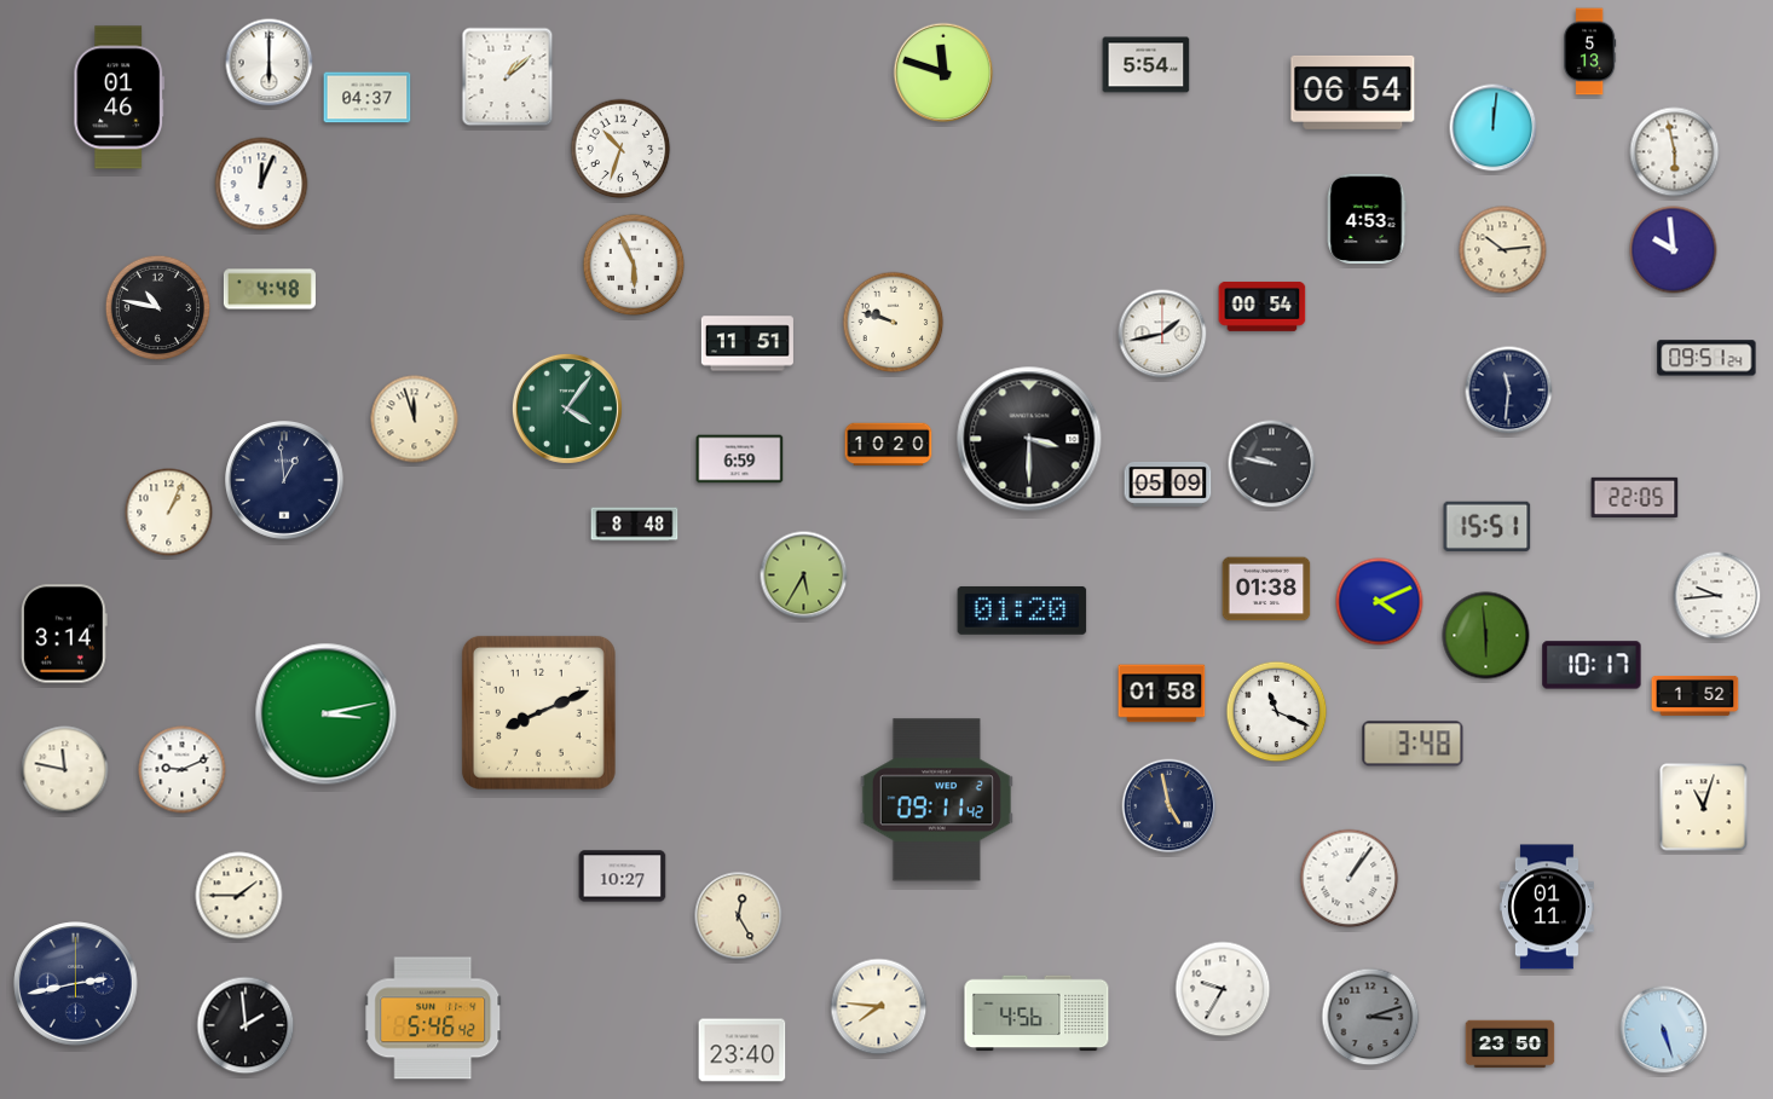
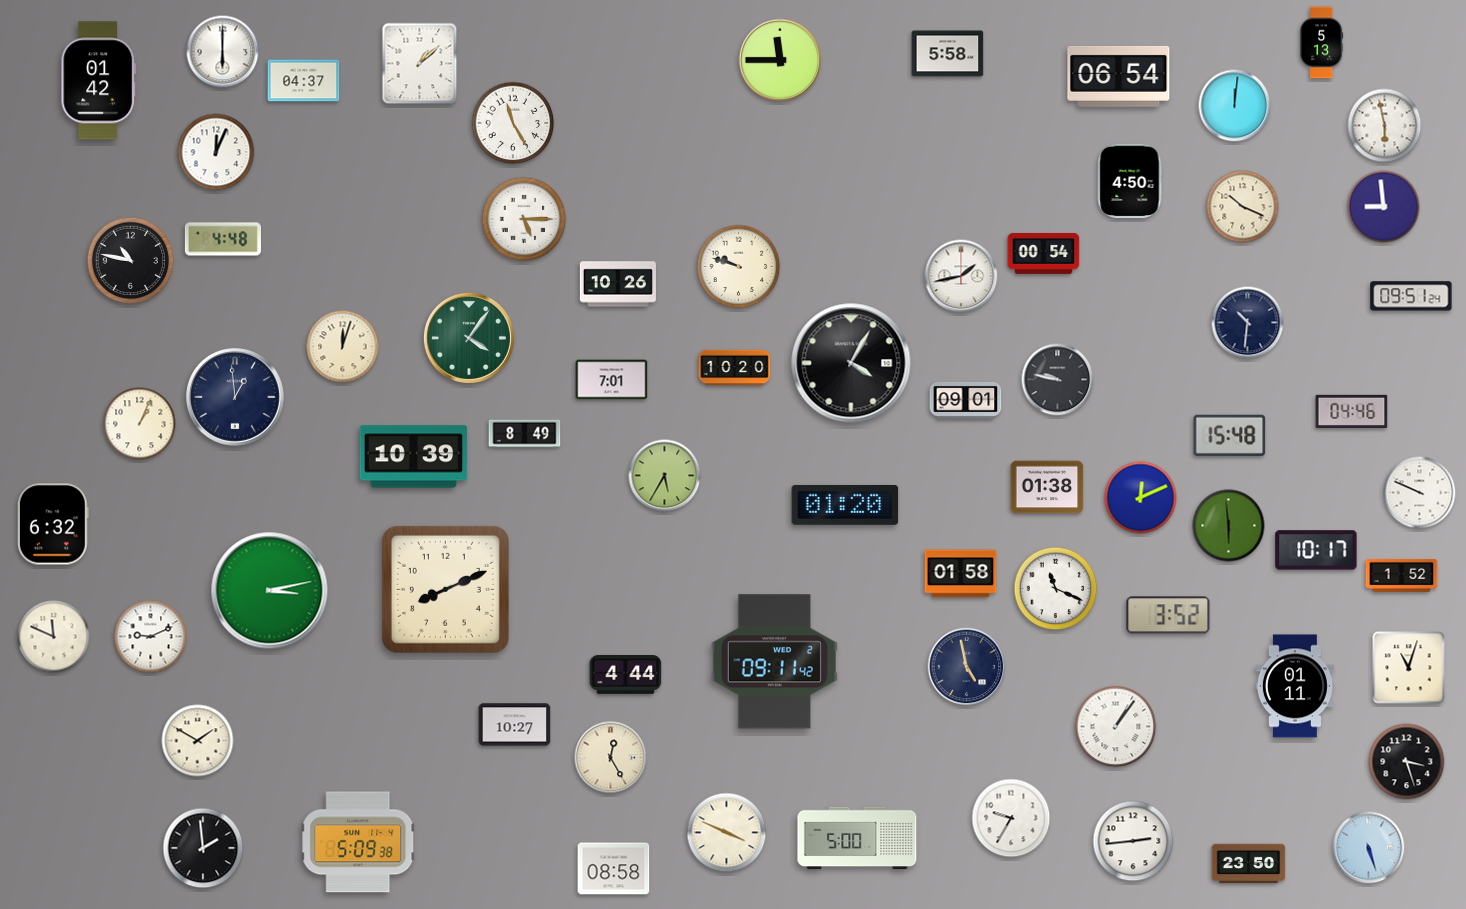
clock at (1589, 52) position: (1589, 52) -> (1321, 43)
clock at (1147, 65): 5:54 -> 5:58
clock at (943, 73): 11:48 -> 11:45
clock at (120, 98): 01:46 -> 01:42
clock at (620, 149): 10:33 -> 11:25
clock at (1367, 219): 4:53 -> 4:50
clock at (1503, 250): 10:14 -> 10:19
clock at (1674, 250): 9:59 -> 8:59
clock at (634, 265): 5:56 -> 5:15
clock at (158, 308) position: (158, 308) -> (131, 261)
clock at (747, 343): 11:51 -> 10:26
clock at (1509, 391): 11:31 -> 10:31
clock at (415, 420): 11:57 -> 12:03
clock at (1029, 439): 3:30 -> 4:05
clock at (740, 459): 6:59 -> 7:01
clock at (1272, 464) position: (1272, 464) -> (1058, 380)
clock at (1168, 484): 05:09 -> 09:01
clock at (1635, 497): 22:05 -> 04:46
clock at (635, 525): 8:48 -> 8:49
clock at (1488, 526): 15:51 -> 15:48
clock at (414, 457): none -> 10:39
clock at (1717, 596): 9:44 -> 9:49
clock at (1380, 602): 4:11 -> 12:11
clock at (64, 634): 3:14 -> 6:32
clock at (1413, 744): 3:48 -> 3:52
clock at (65, 770): 11:47 -> 11:49
clock at (626, 675): none -> 4:44
clock at (239, 896): 1:45 -> 1:50
clock at (1547, 907) position: (1547, 907) -> (1295, 686)
clock at (1407, 762): none -> 3:27
clock at (76, 984): 2:43 -> none
clock at (879, 1007): 7:46 -> 3:49
clock at (1036, 1013): 4:56 -> 5:00
clock at (1370, 1017): 3:12 -> 2:44
clock at (1370, 1017) dial: grey -> white
clock at (433, 1018): 5:46 -> 5:09
clock at (1664, 1030) position: (1664, 1030) -> (1369, 848)
clock at (743, 1051): 23:40 -> 08:58
